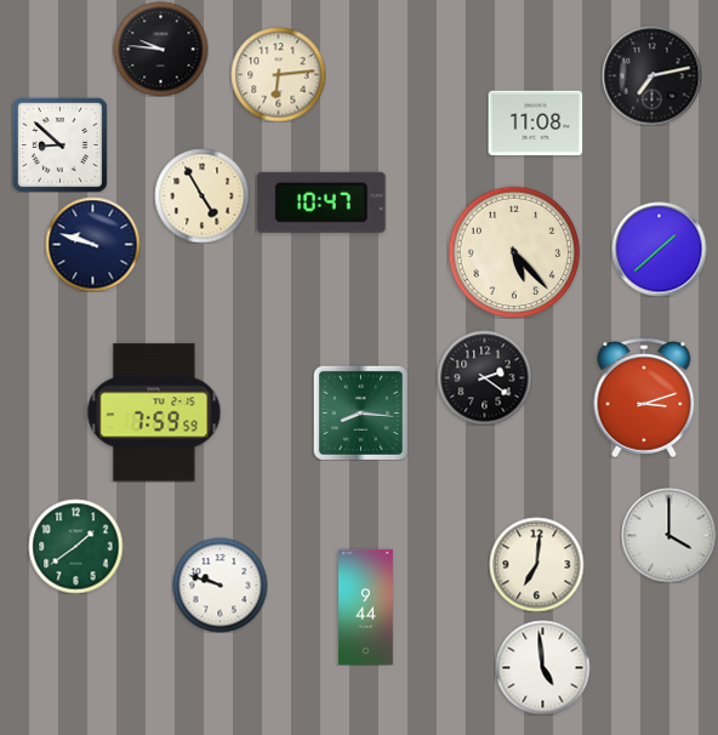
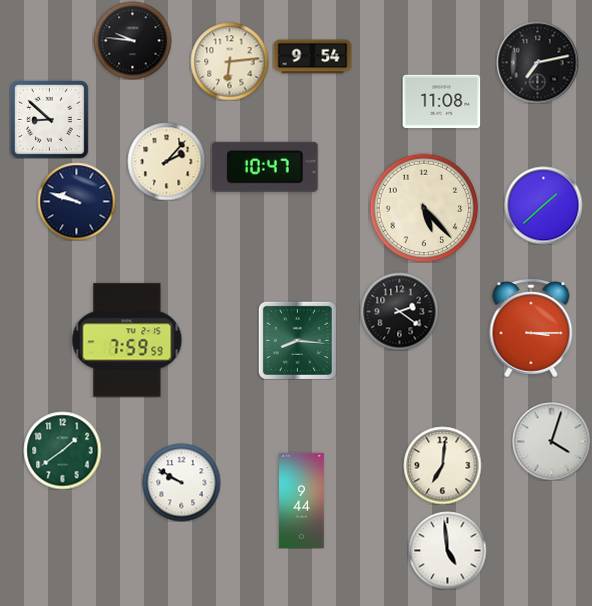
clock at (312, 57): none -> 9:54
clock at (201, 195): 4:55 -> 2:07
clock at (644, 398): 3:12 -> 3:15
clock at (668, 535): 4:00 -> 4:03
clock at (220, 585): 9:48 -> 9:50
